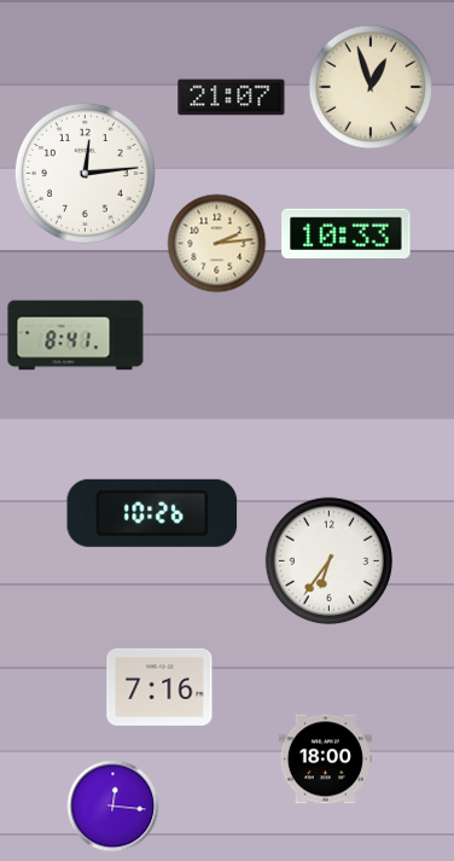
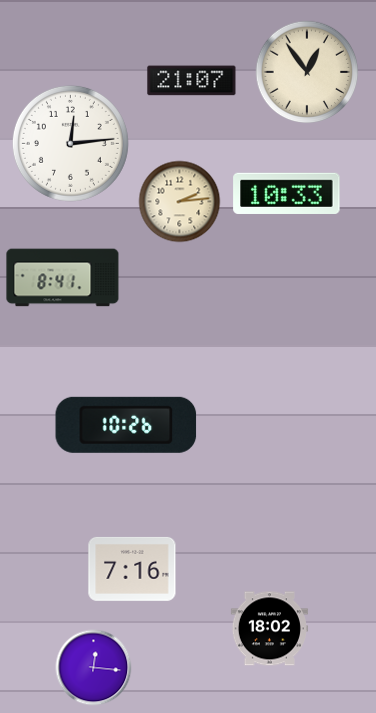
clock at (371, 87): 12:57 -> 12:54
clock at (328, 560): 6:36 -> none
clock at (325, 760): 18:00 -> 18:02
